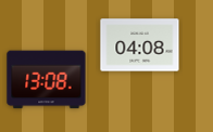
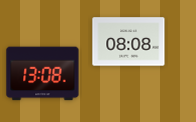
clock at (140, 45): 04:08 -> 08:08
